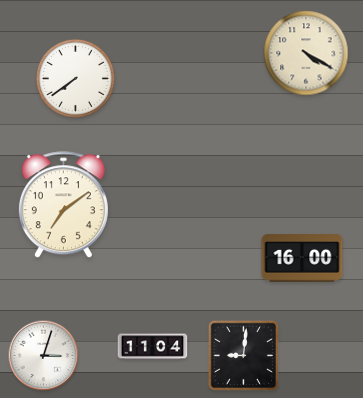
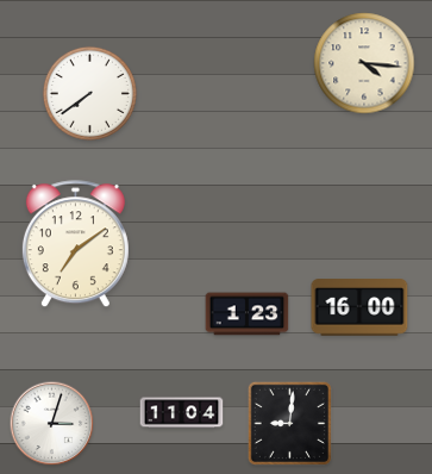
clock at (306, 53): 4:20 -> 4:16
clock at (248, 314): none -> 1:23
